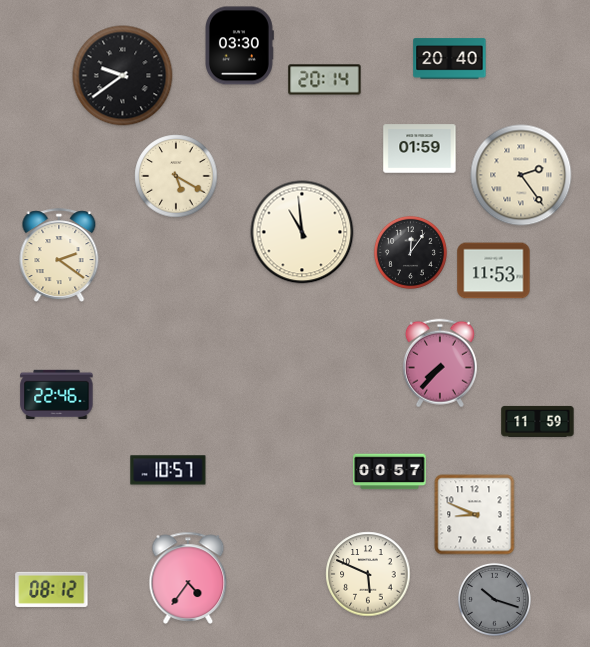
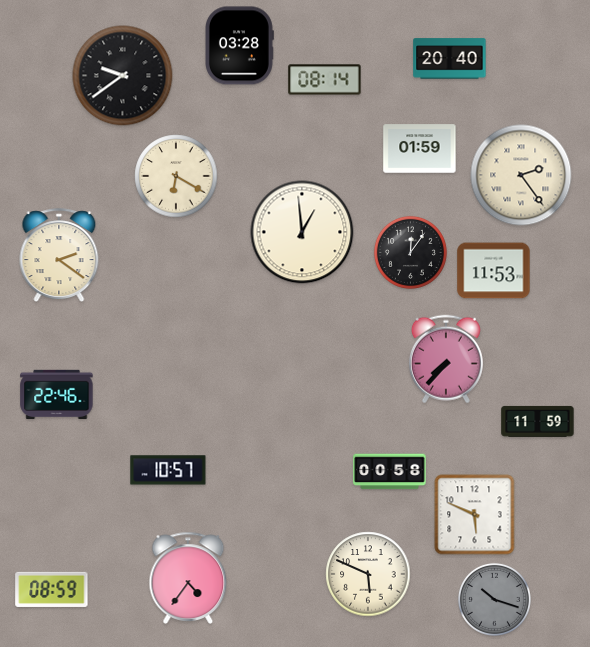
clock at (240, 46): 03:30 -> 03:28
clock at (325, 80): 20:14 -> 08:14
clock at (176, 176): 5:20 -> 6:20
clock at (302, 232): 10:59 -> 12:59
clock at (440, 363) position: (440, 363) -> (446, 359)
clock at (390, 472): 00:57 -> 00:58
clock at (475, 515): 8:49 -> 5:49
clock at (52, 589): 08:12 -> 08:59
